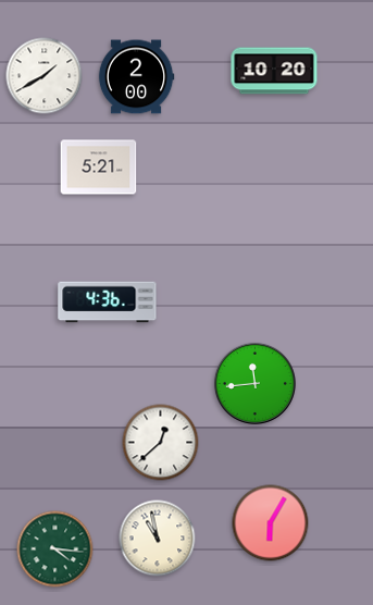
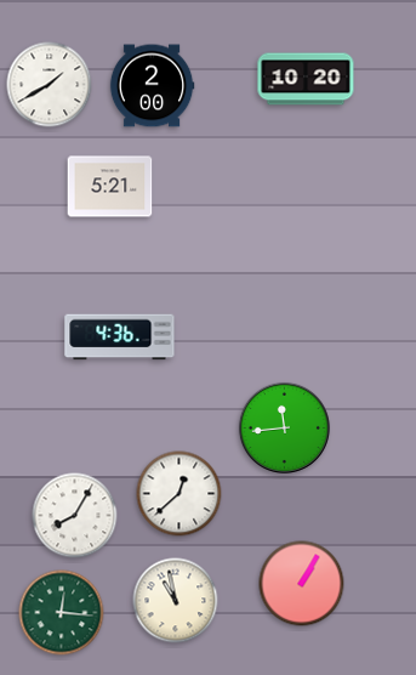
clock at (75, 516): none -> 8:05
clock at (271, 523): 6:05 -> 1:05
clock at (55, 550): 4:16 -> 12:16
